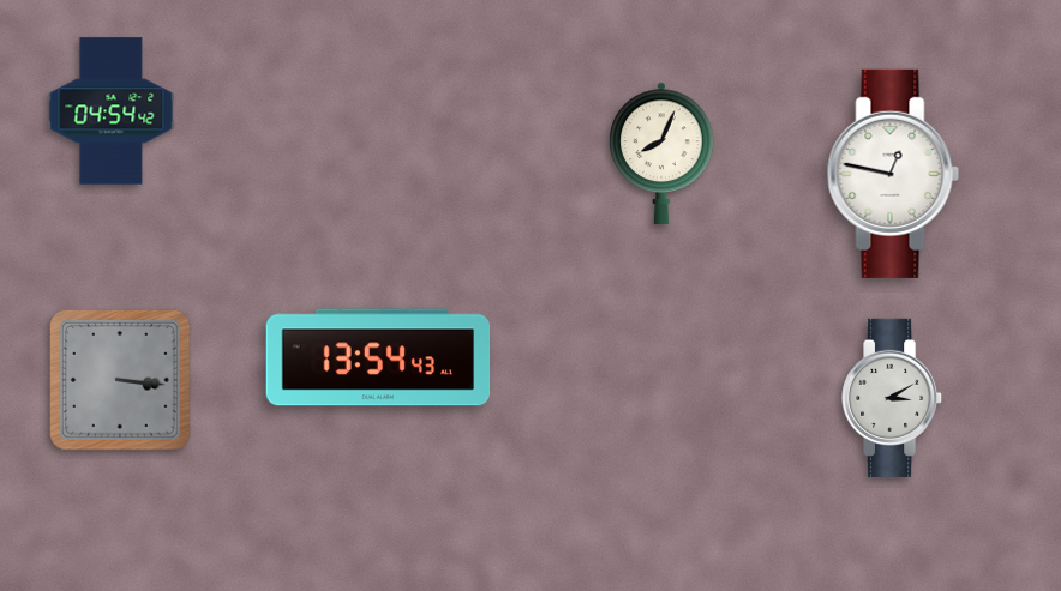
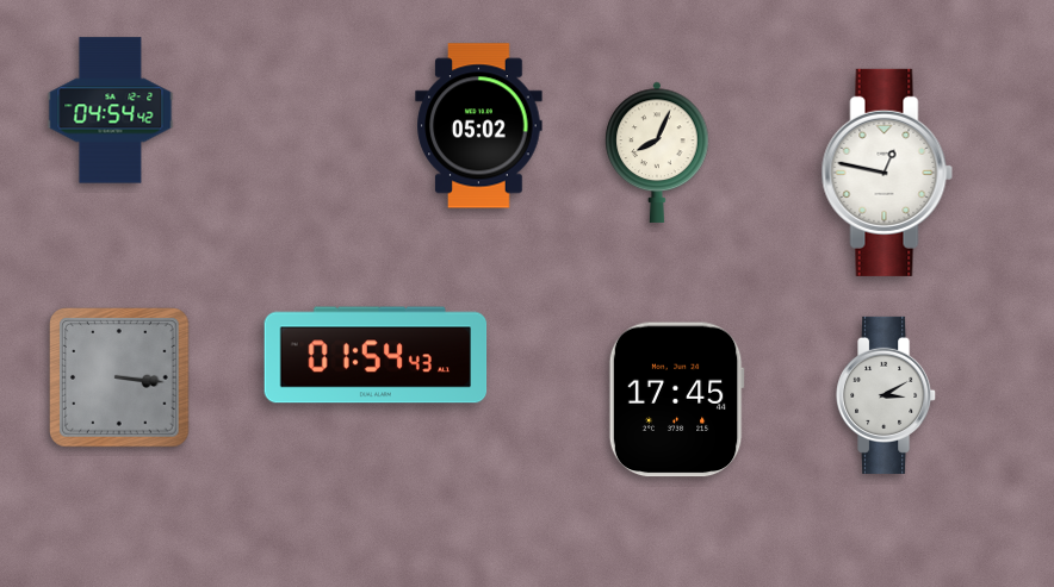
clock at (479, 126): none -> 05:02
clock at (378, 357): 13:54 -> 01:54
clock at (676, 400): none -> 17:45
